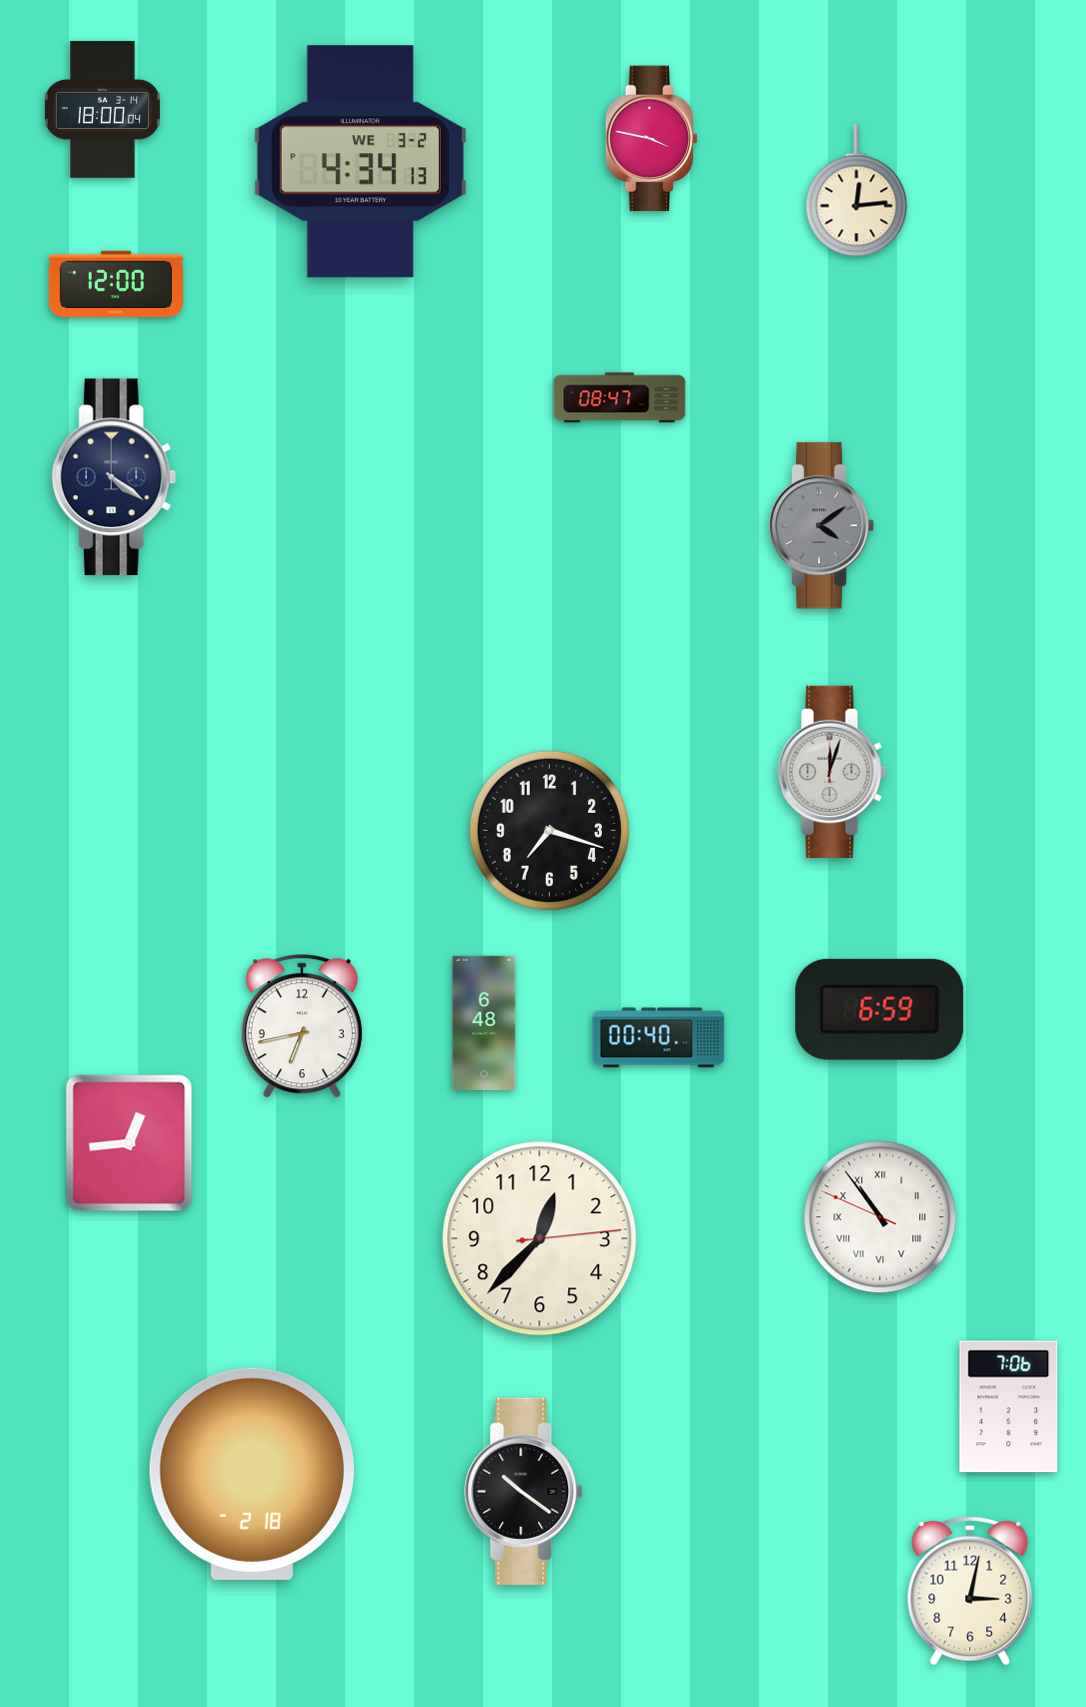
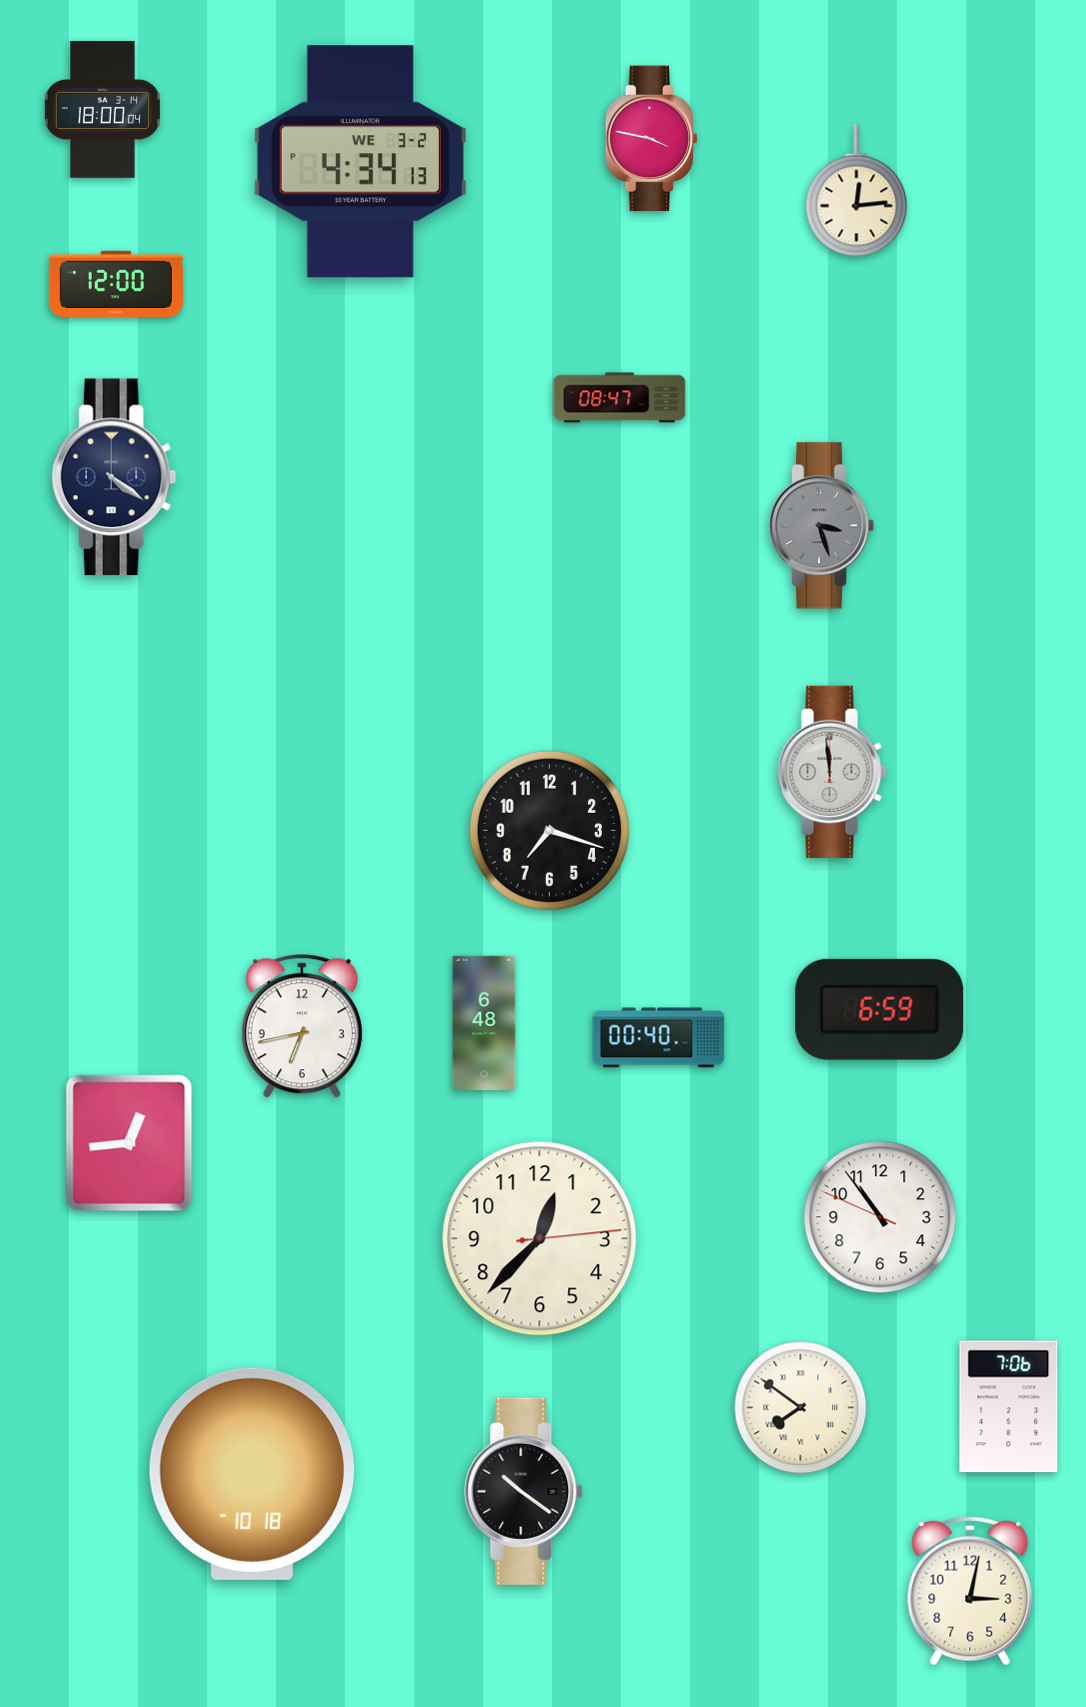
clock at (823, 526): 4:09 -> 3:27
clock at (832, 772): 12:03 -> 11:59
clock at (880, 1217) numerals: Roman -> Arabic
clock at (801, 1408): none -> 7:51
clock at (252, 1474): 2:18 -> 10:18
